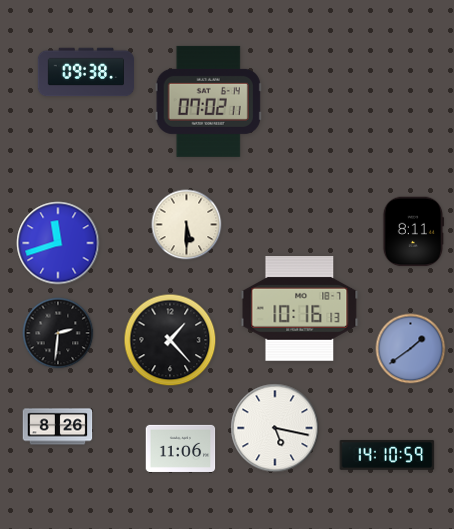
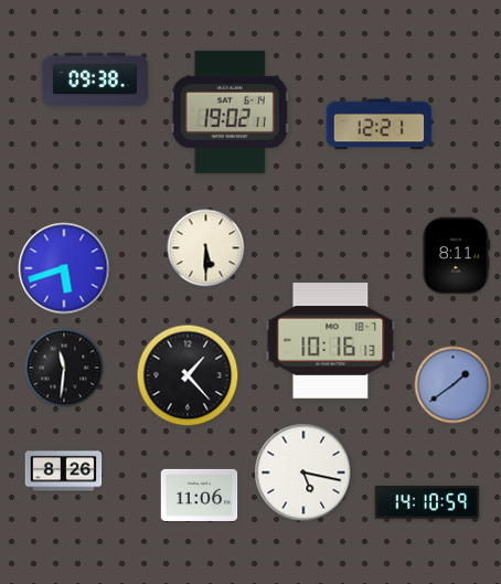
clock at (208, 101): 07:02 -> 19:02
clock at (380, 125): none -> 12:21
clock at (58, 243): 11:42 -> 5:42
clock at (58, 333): 2:31 -> 11:31
